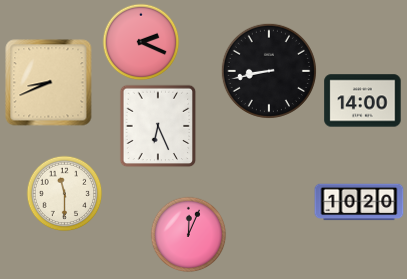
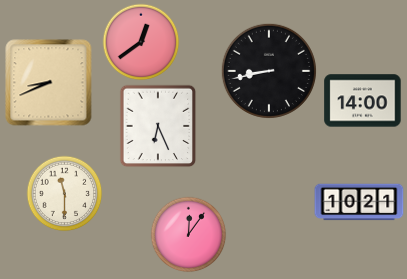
clock at (141, 42): 2:19 -> 12:39
clock at (359, 202): 10:20 -> 10:21
clock at (189, 235): 12:04 -> 12:06
